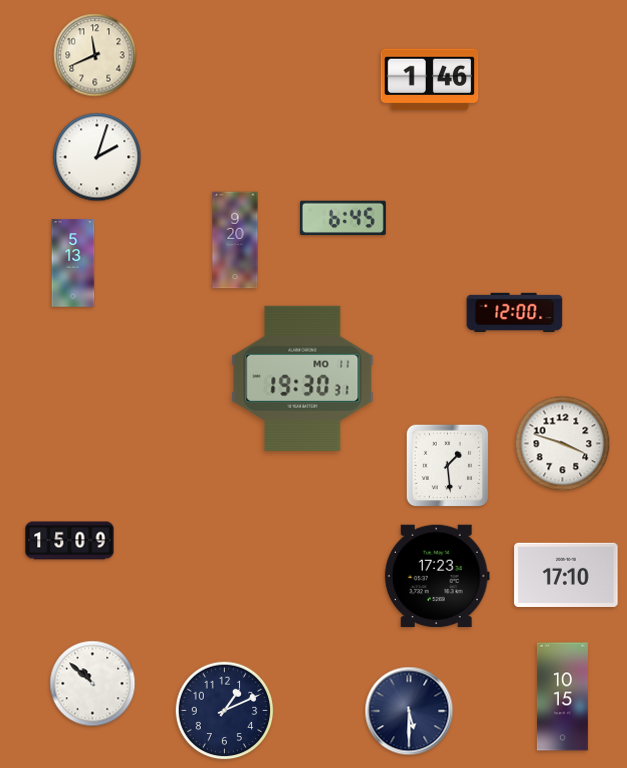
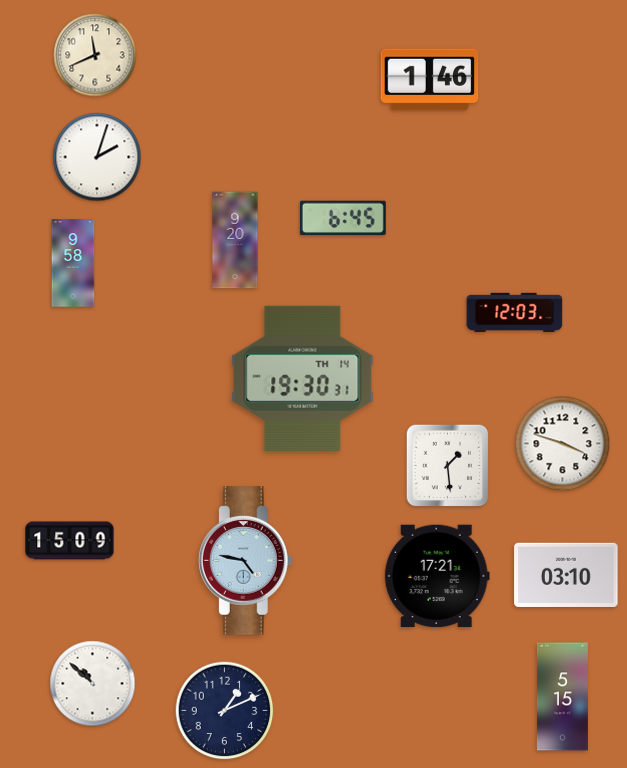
clock at (73, 263): 5:13 -> 9:58
clock at (515, 312): 12:00 -> 12:03
clock at (303, 378) date: MO 11 -> TH 14
clock at (245, 561): none -> 4:47
clock at (566, 575): 17:10 -> 03:10
clock at (437, 576): 17:23 -> 17:21
clock at (562, 697): 10:15 -> 5:15
clock at (409, 711): 5:30 -> none
